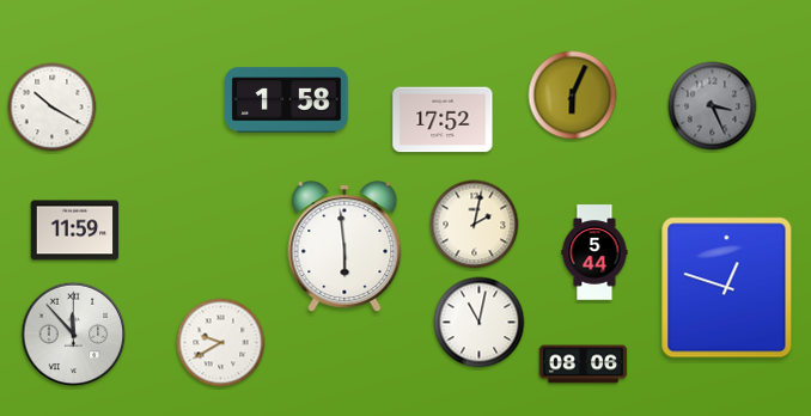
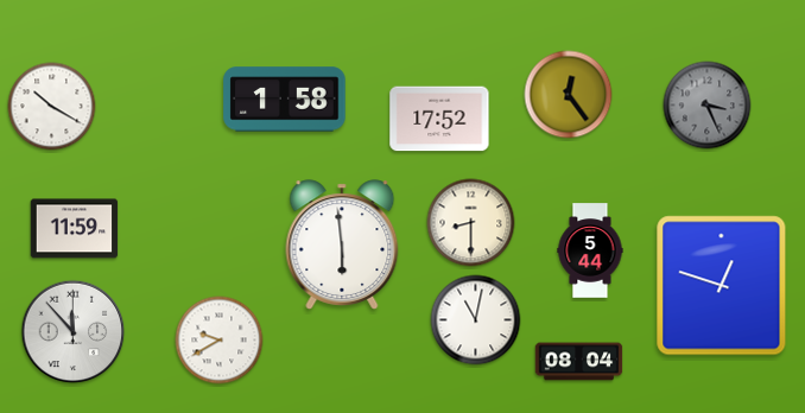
clock at (573, 96): 6:04 -> 12:24
clock at (475, 225): 2:02 -> 8:30
clock at (584, 365): 08:06 -> 08:04
